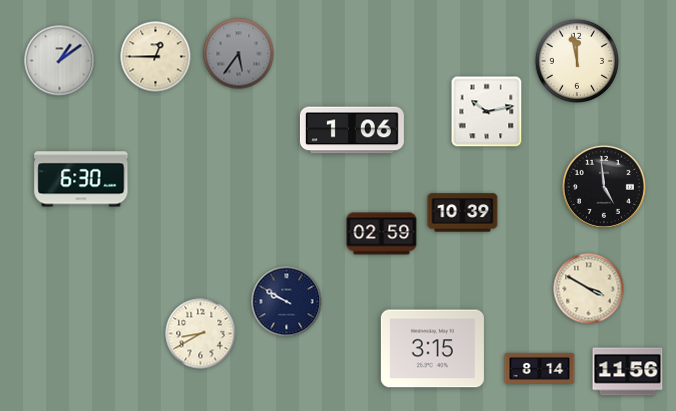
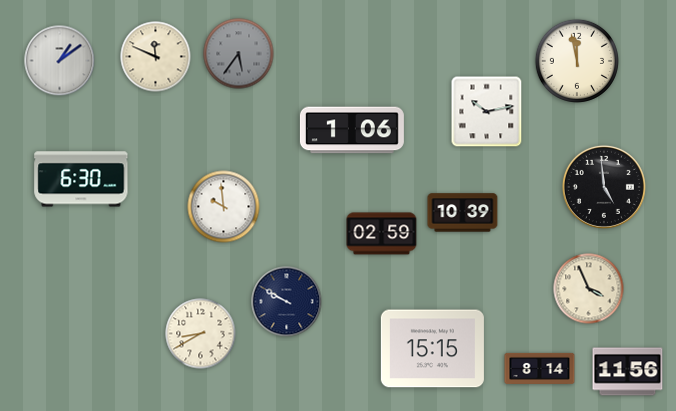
clock at (156, 57): 12:45 -> 11:49
clock at (224, 207): none -> 9:59
clock at (589, 289): 3:50 -> 3:56
clock at (432, 349): 3:15 -> 15:15
